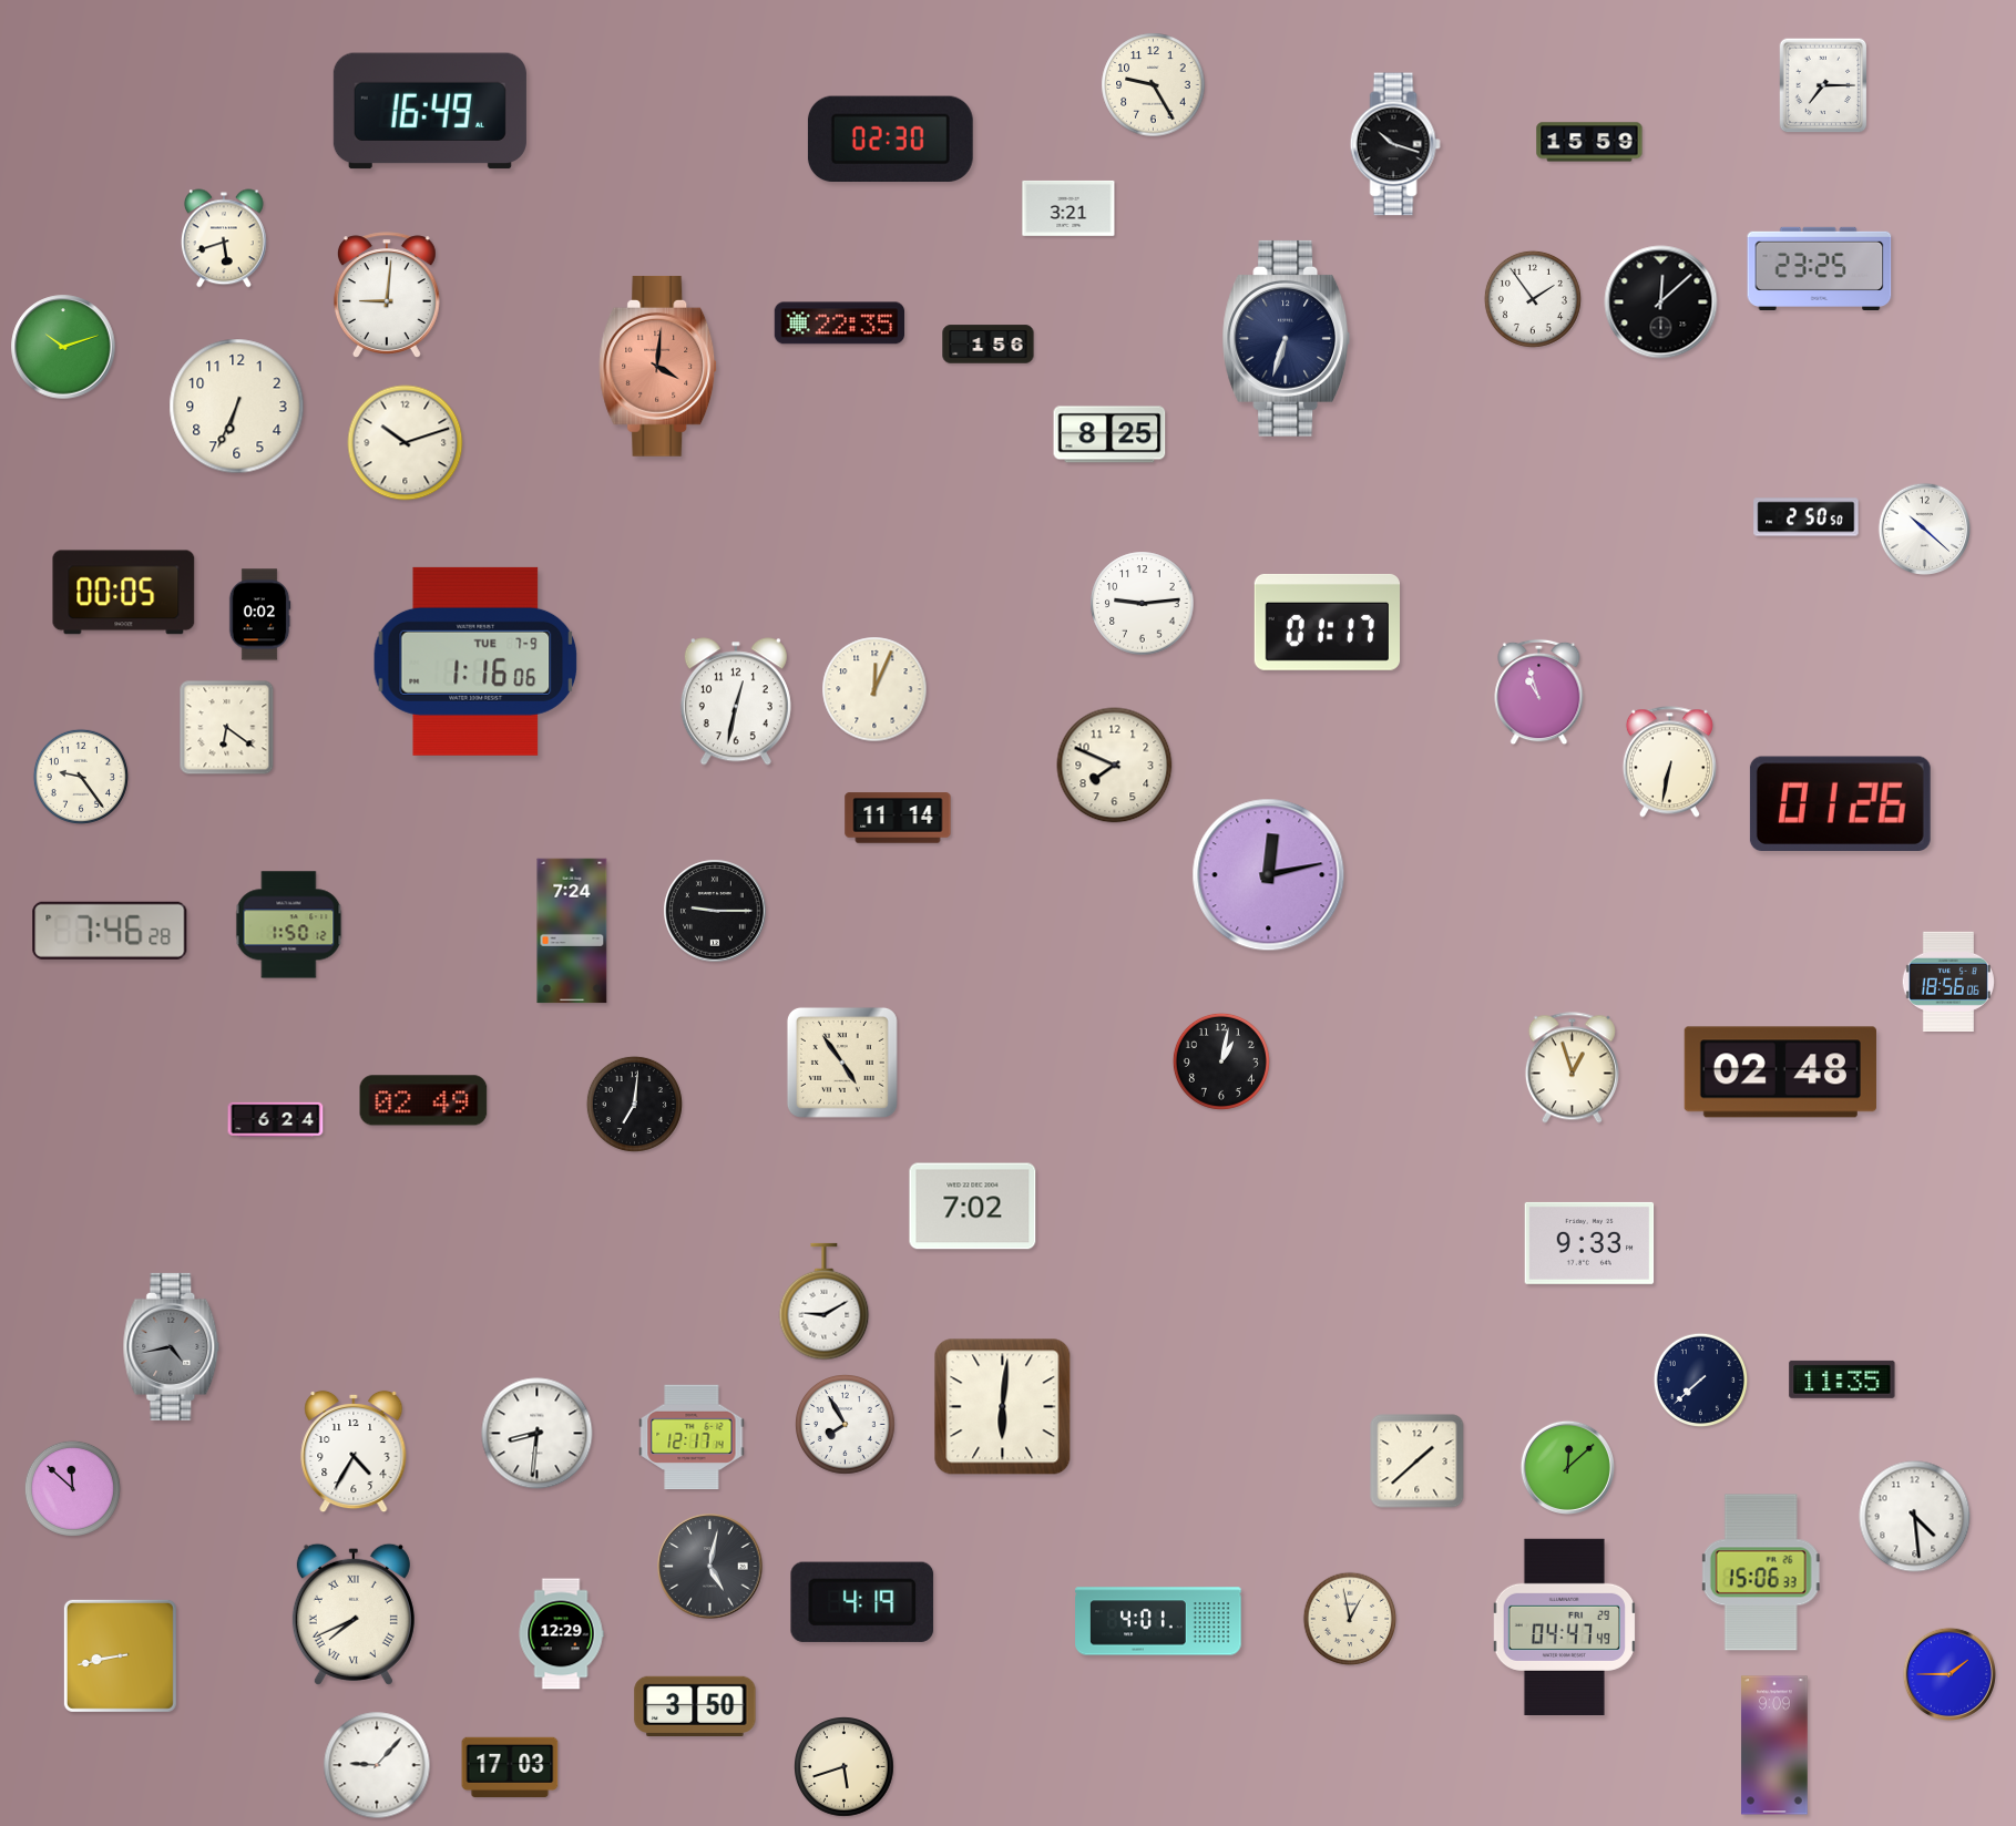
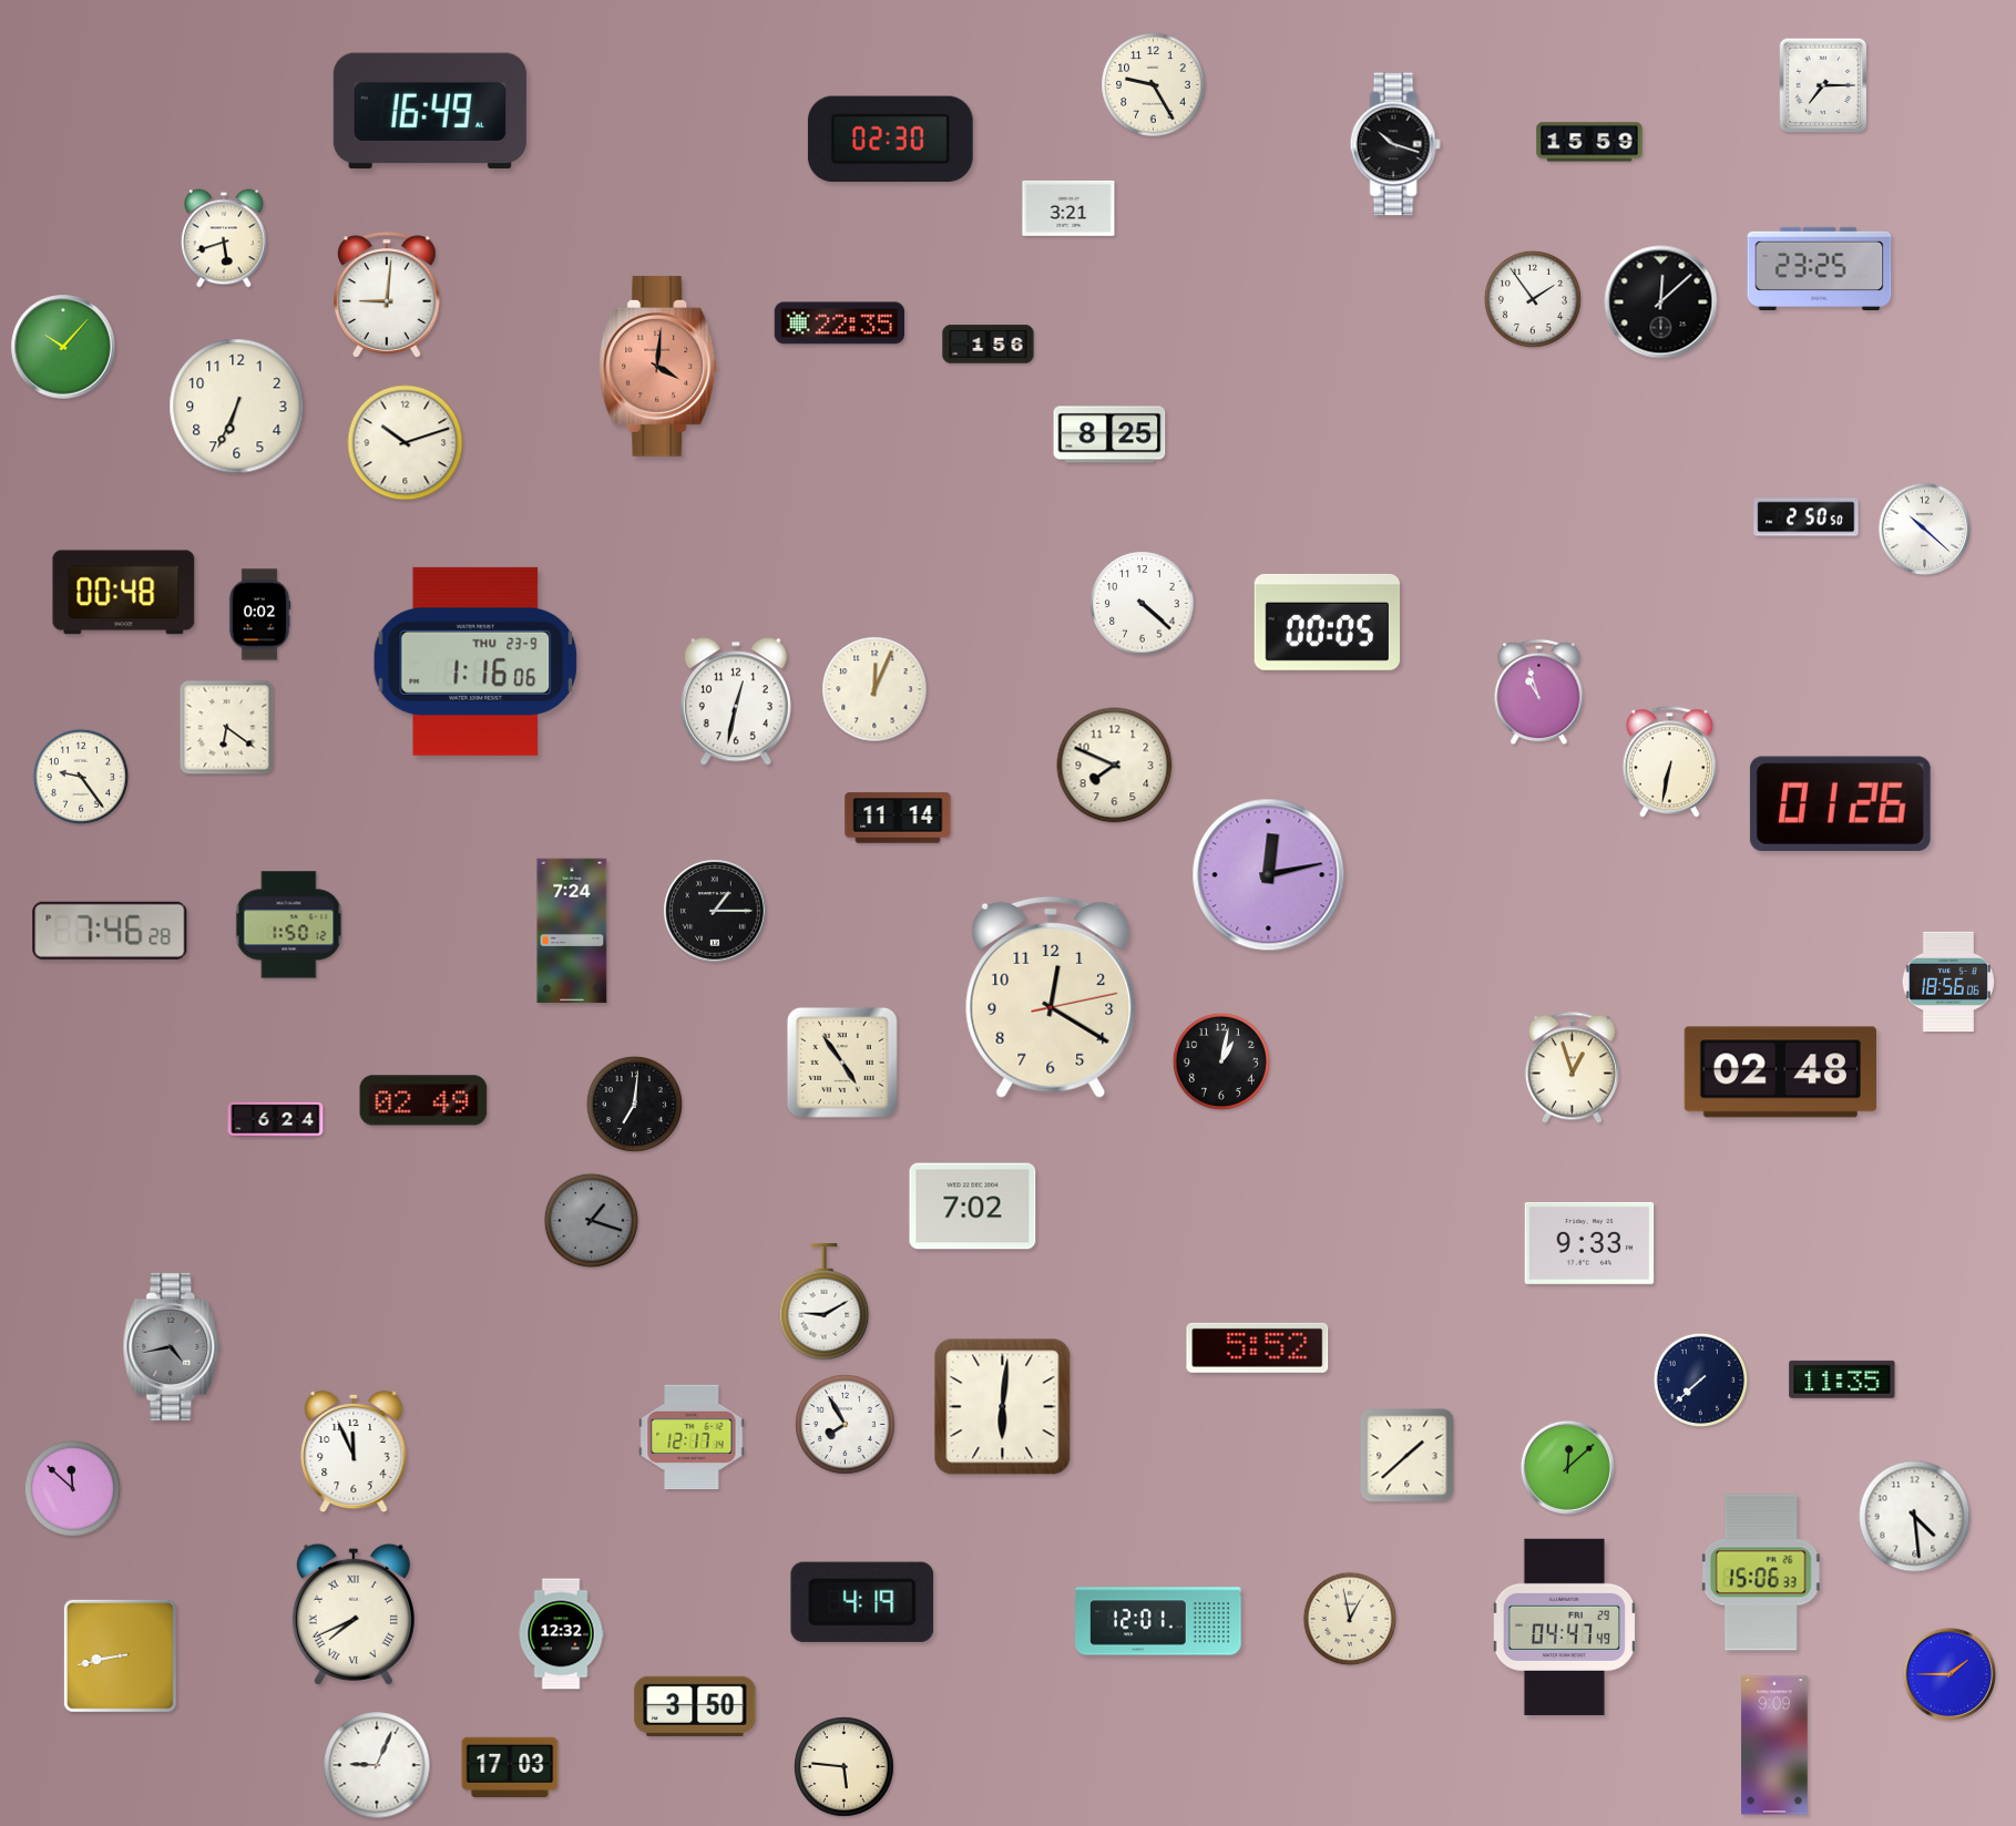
clock at (1287, 338): 6:33 -> none
clock at (63, 347): 10:12 -> 10:07
clock at (124, 593): 00:05 -> 00:48
clock at (1143, 604): 9:14 -> 4:22
clock at (1327, 622): 01:17 -> 00:05
clock at (475, 661) date: TUE 7-9 -> THU 23-9
clock at (715, 911): 9:15 -> 1:15
clock at (1051, 997): none -> 12:20
clock at (592, 1221): none -> 1:18
clock at (1258, 1347): none -> 5:52
clock at (538, 1434): 8:31 -> none
clock at (354, 1451): 4:35 -> 11:56
clock at (1418, 1461) position: (1418, 1461) -> (1408, 1456)
clock at (710, 1567): 5:02 -> none
clock at (1158, 1621): 4:01 -> 12:01
clock at (561, 1634): 12:29 -> 12:32
clock at (377, 1765): 9:07 -> 9:04
clock at (845, 1767): 5:42 -> 5:46
